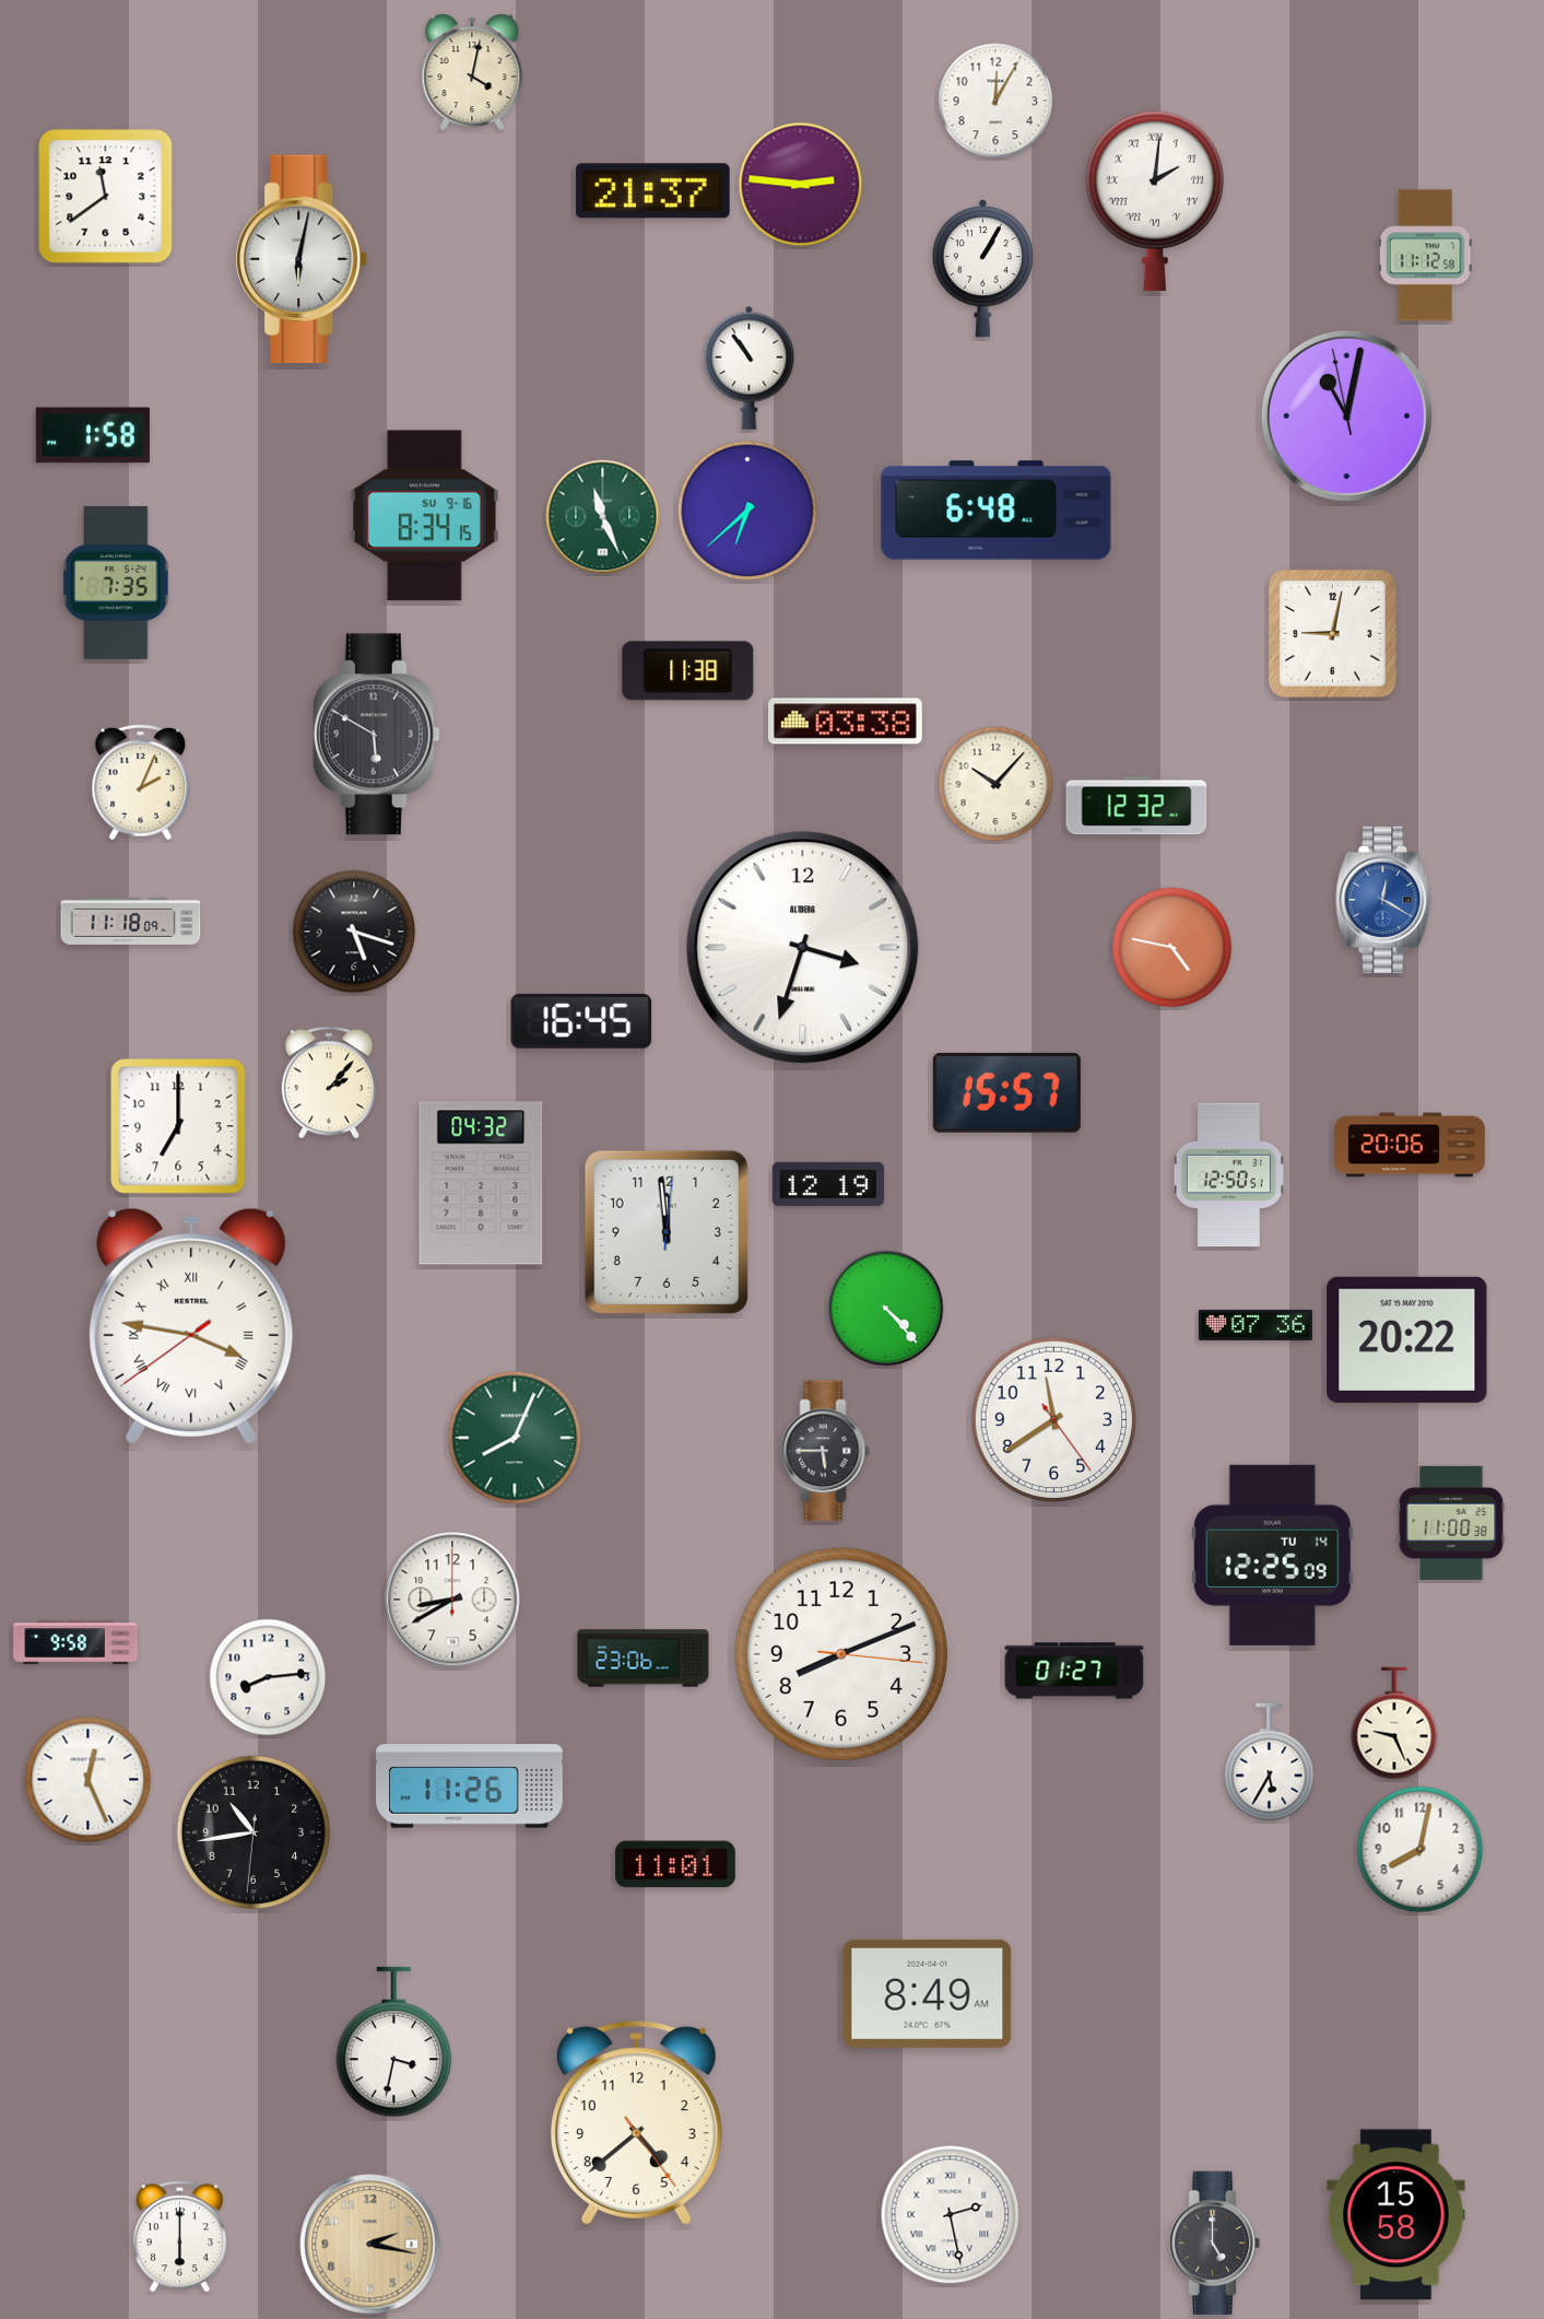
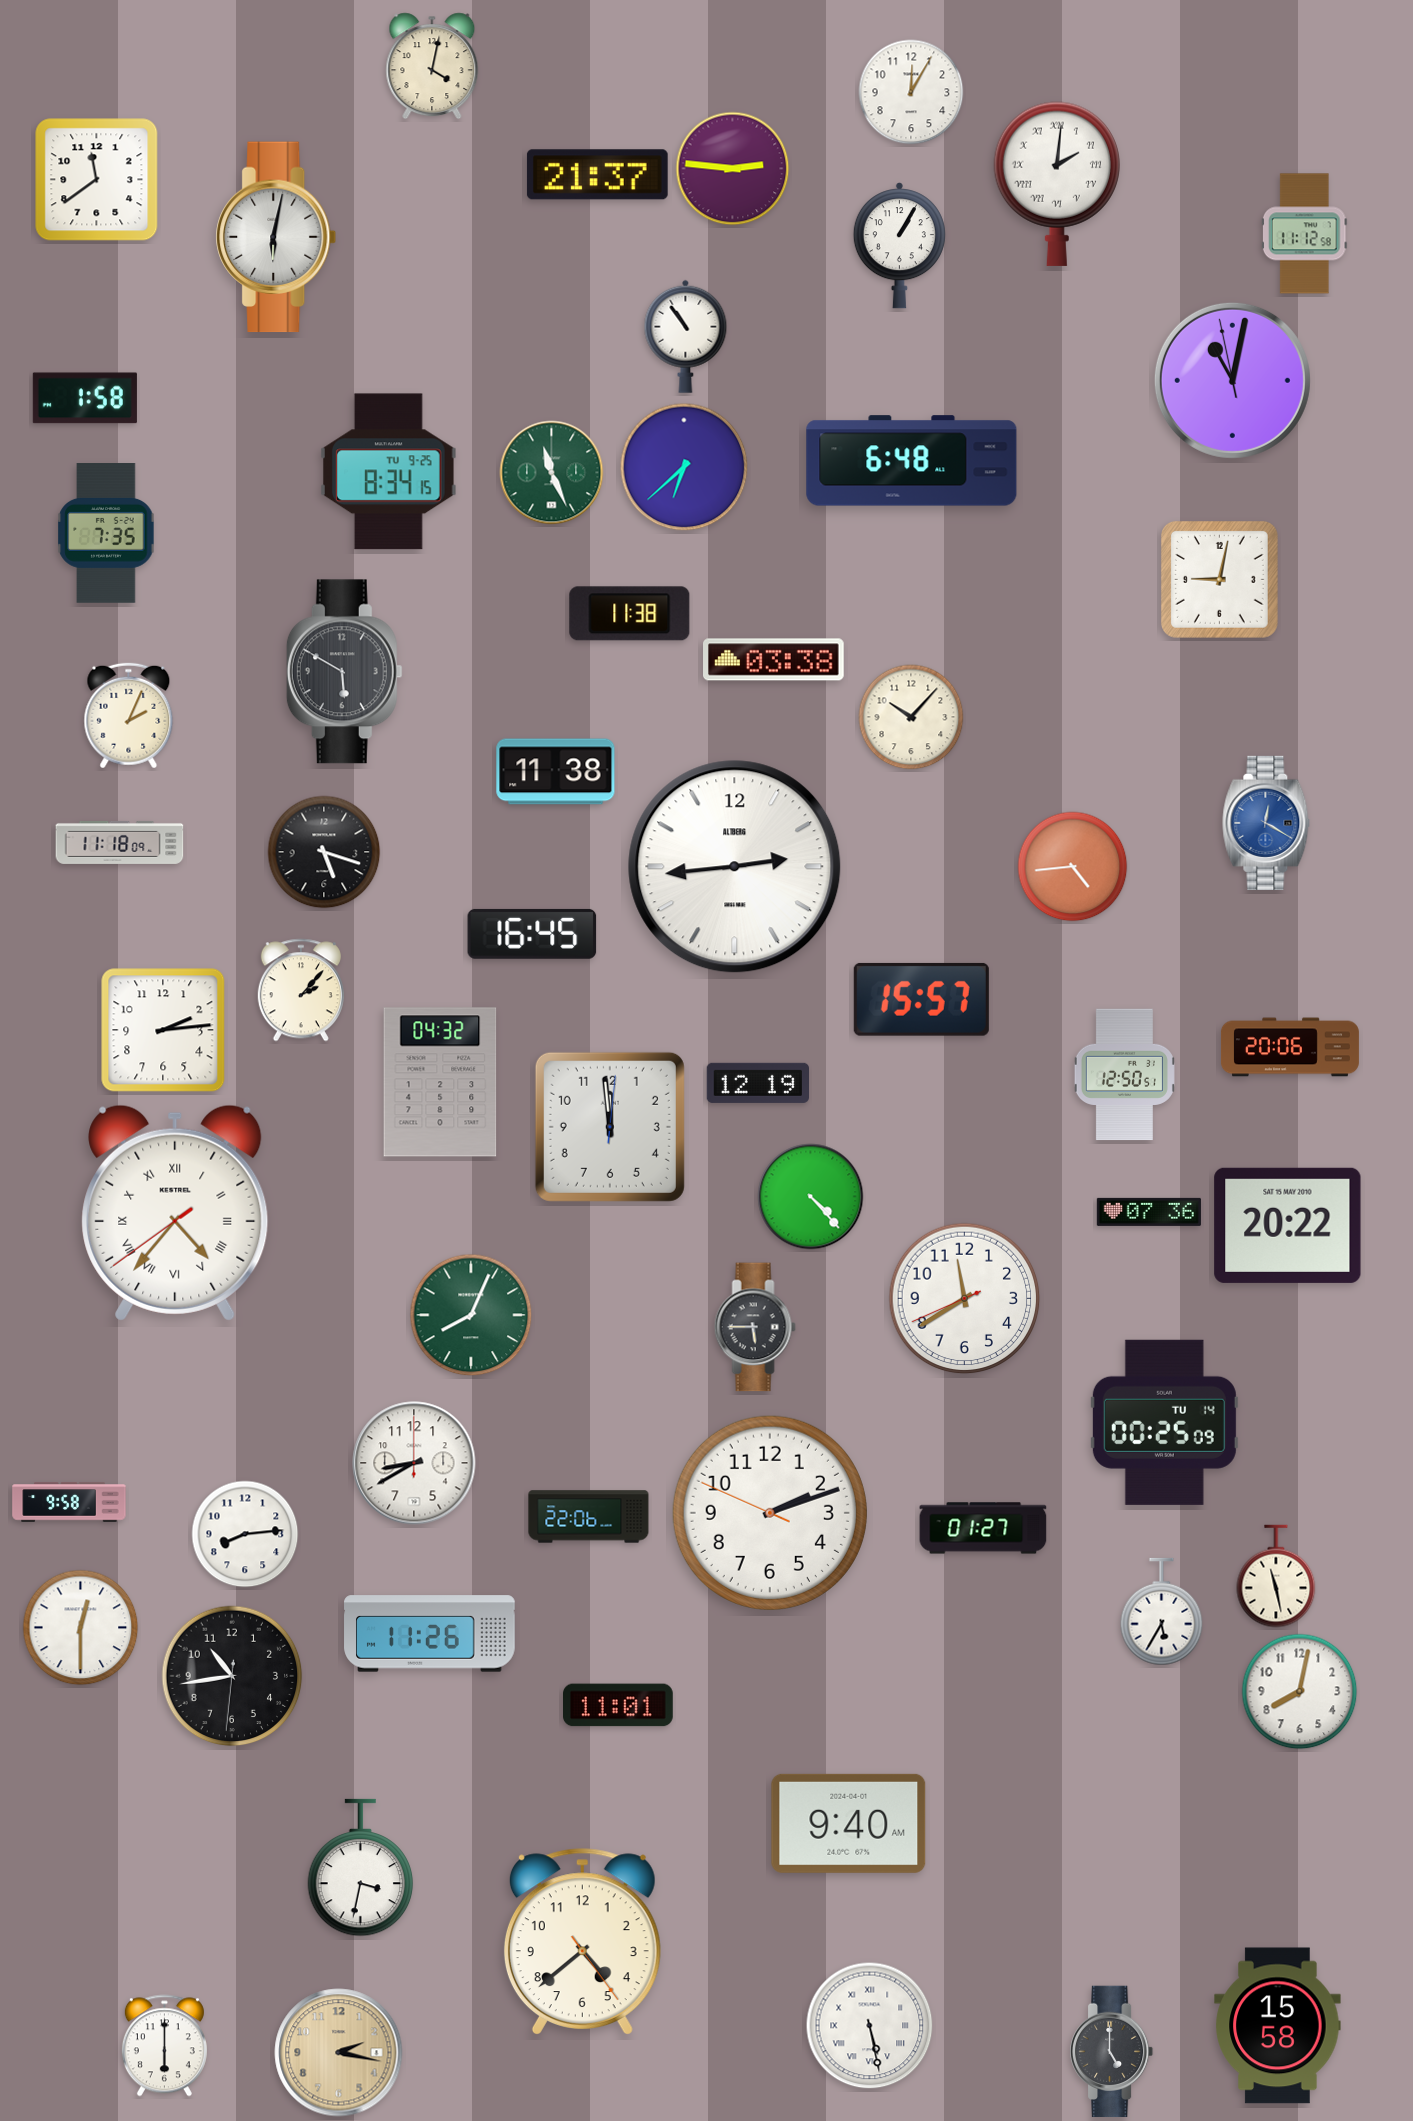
clock at (997, 511) position: (997, 511) -> (912, 461)
clock at (425, 516) date: SU 9-16 -> TU 9-25
clock at (1136, 806): 12:32 -> none
clock at (556, 772): none -> 11:38
clock at (803, 948): 3:33 -> 2:44
clock at (1172, 948): 4:47 -> 4:44
clock at (178, 1126): 7:00 -> 2:14
clock at (191, 1326): 3:46 -> 4:36
clock at (1054, 1420): 11:39:24 -> 11:39:41
clock at (1451, 1523): 11:00 -> none
clock at (1272, 1555): 12:25 -> 00:25
clock at (841, 1654): 8:11 -> 2:11
clock at (644, 1659): 23:06 -> 22:06
clock at (1394, 1723): 9:26 -> 11:28
clock at (89, 1780): 12:26 -> 12:30
clock at (928, 1993): 8:49 -> 9:40
clock at (951, 2215): 2:28 -> 5:28
